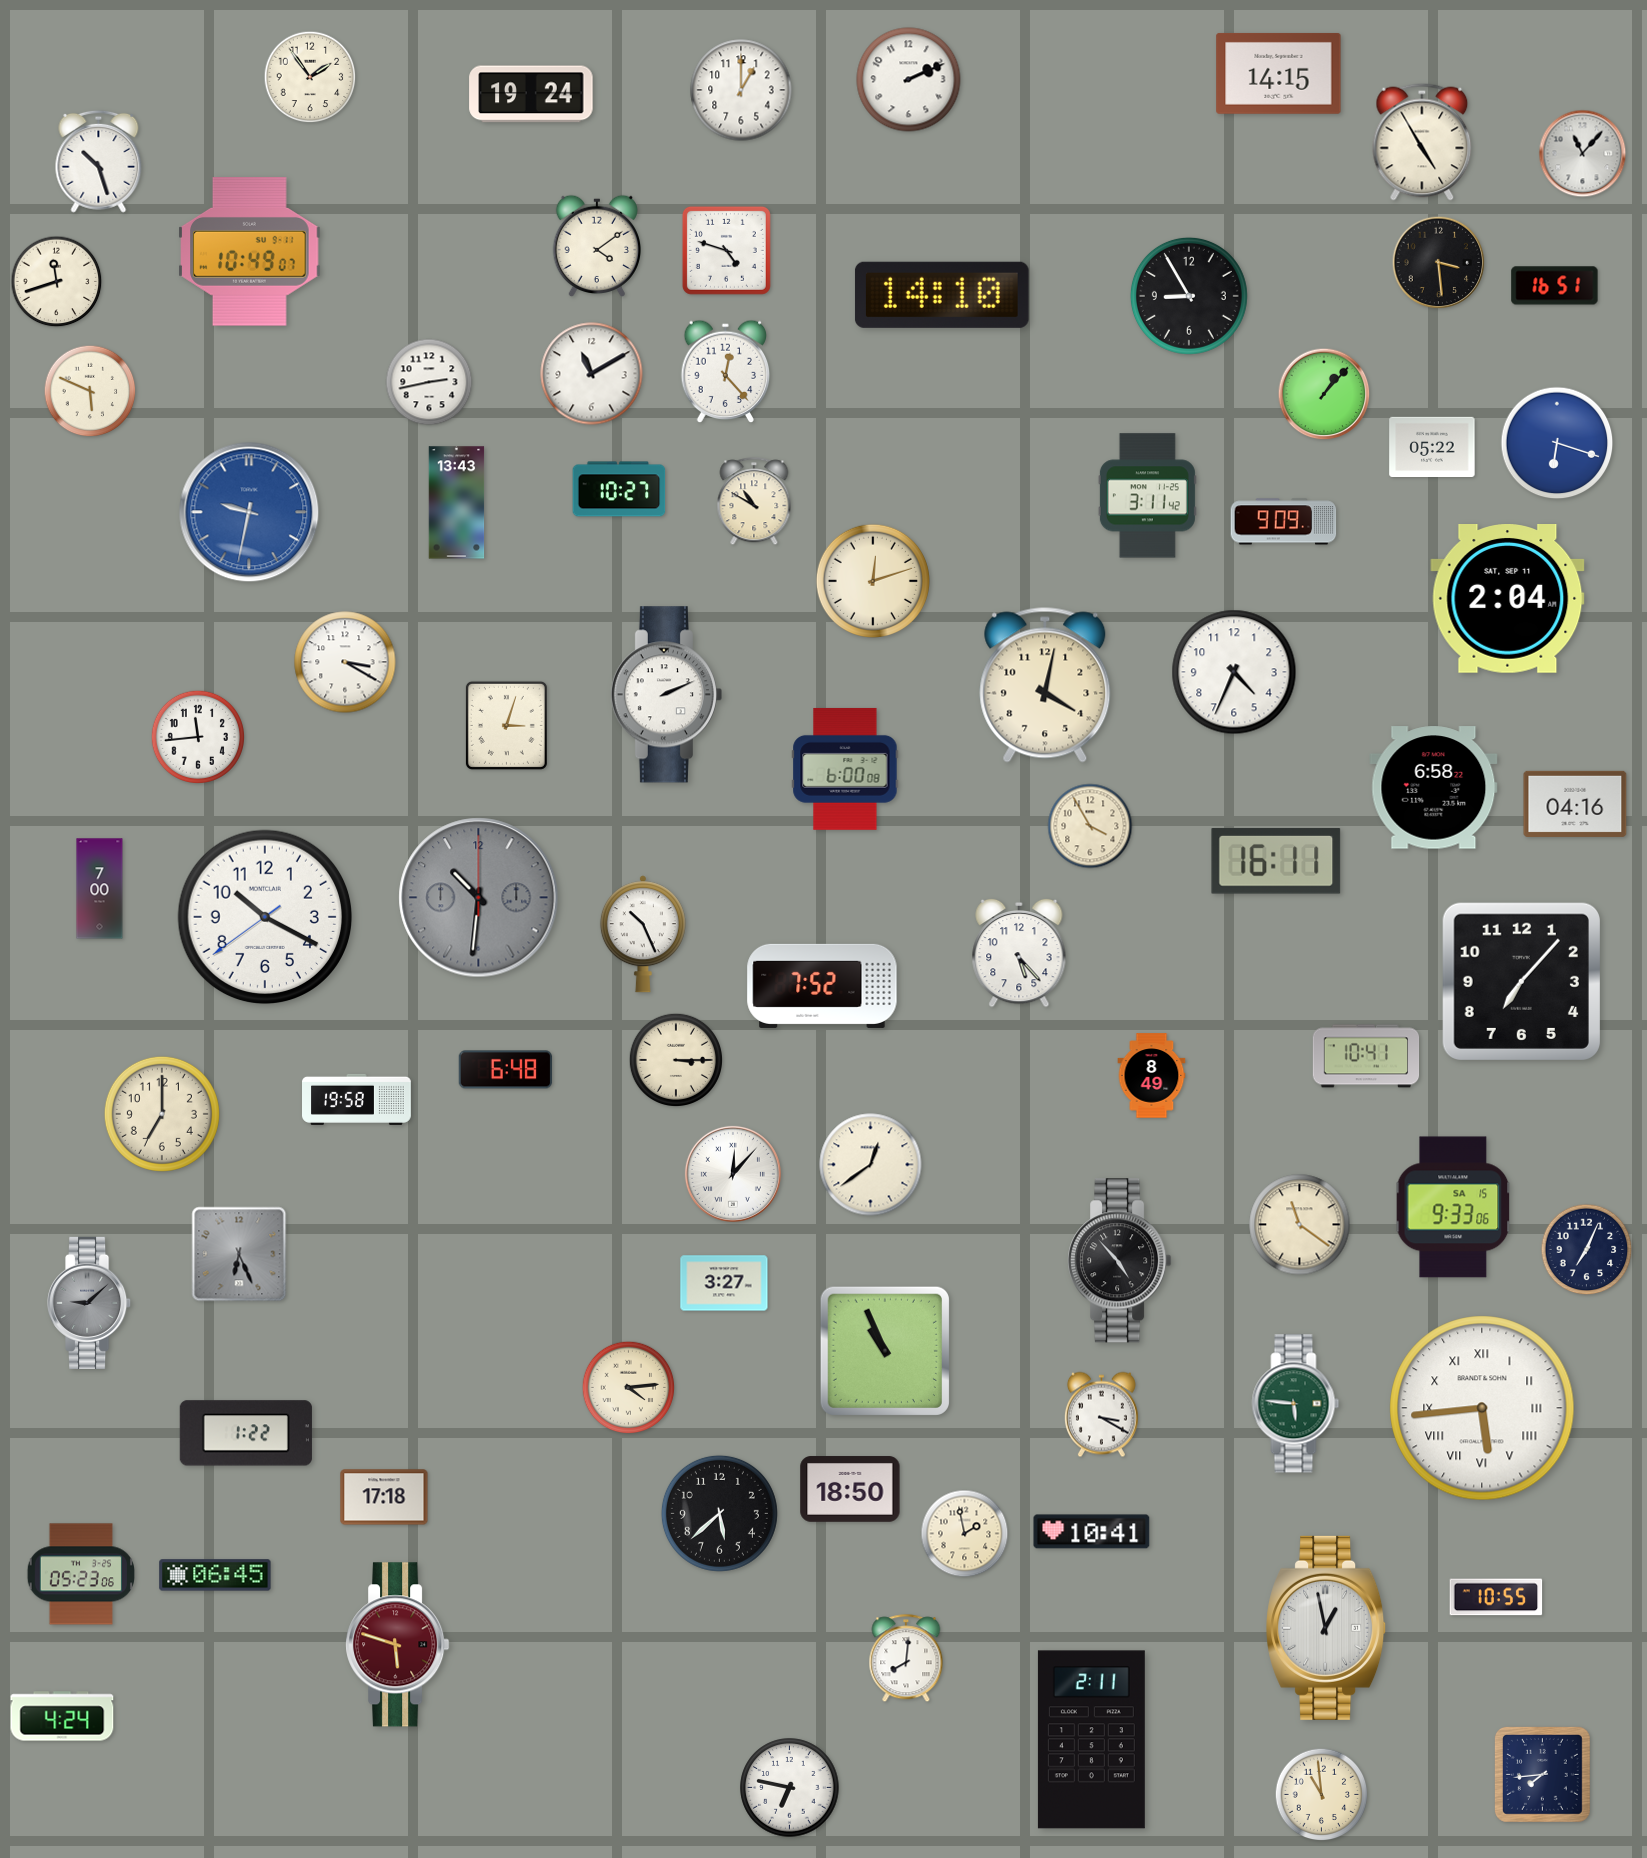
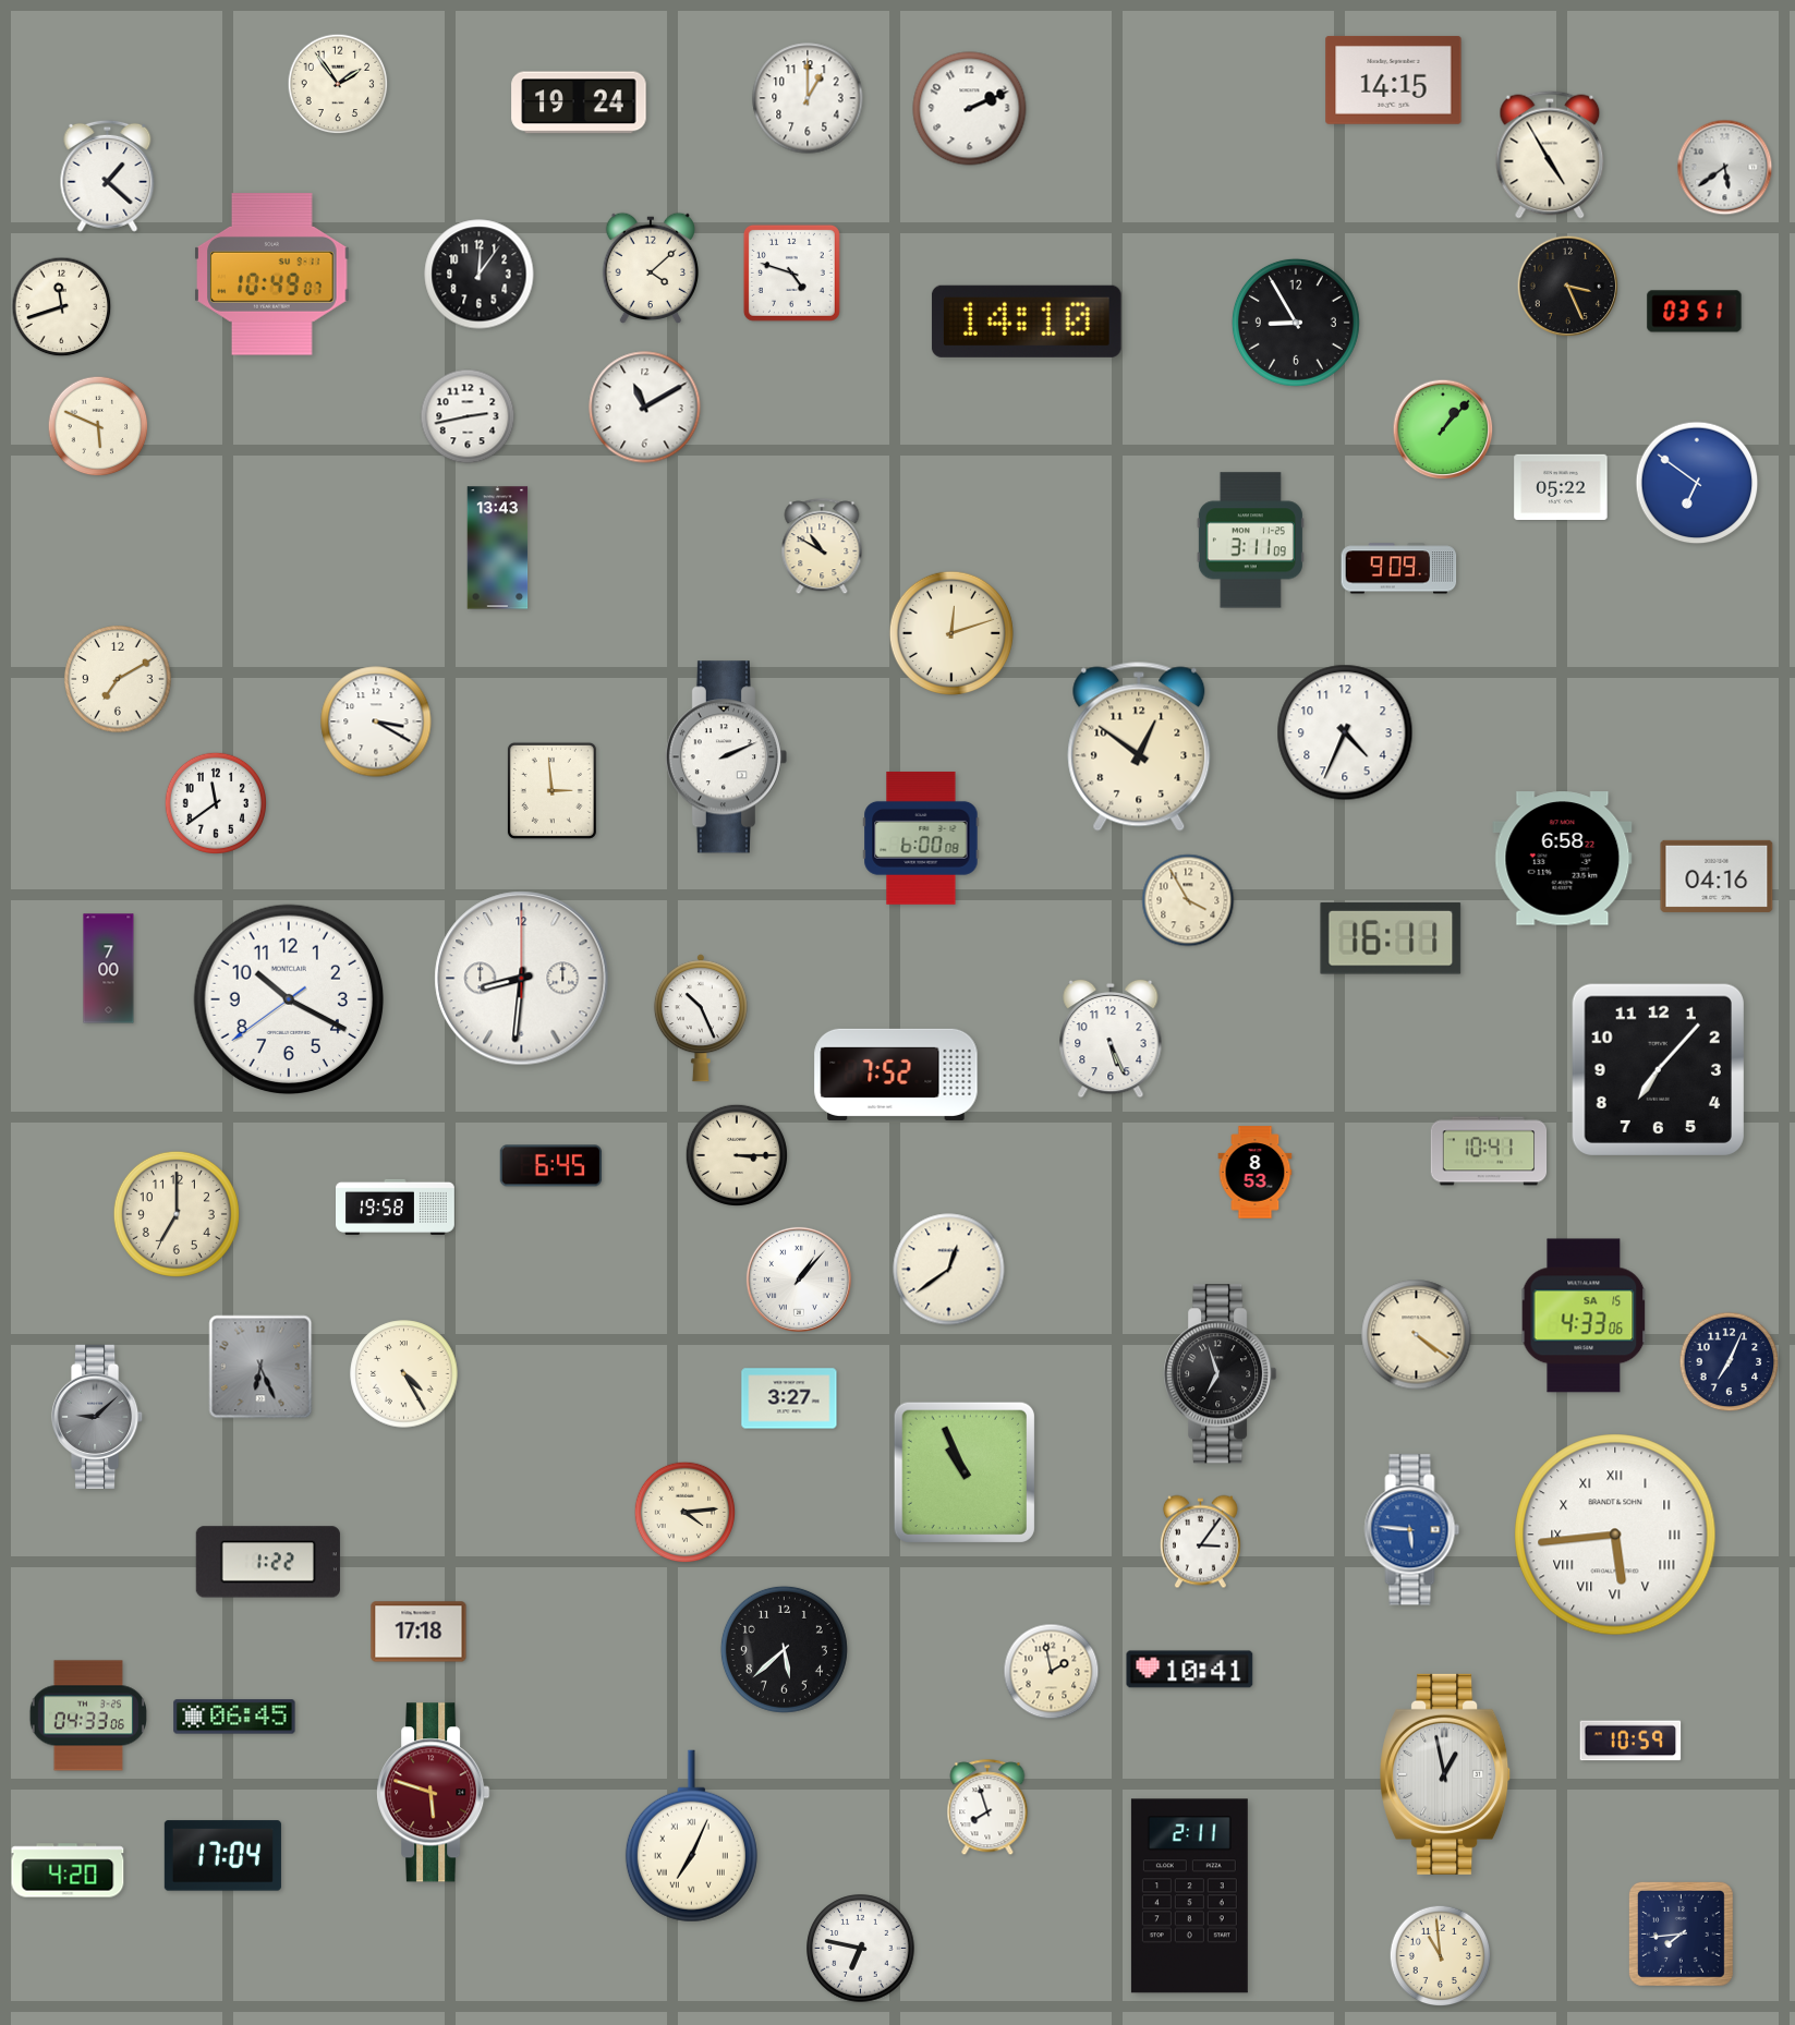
clock at (909, 80) position: (909, 80) -> (970, 109)
clock at (1583, 154): 11:07 -> 5:39
clock at (99, 161): 10:27 -> 1:22
clock at (596, 245): 4:09 -> 4:08
clock at (480, 275): none -> 12:06
clock at (1439, 263): 3:29 -> 3:26
clock at (1555, 286): 16:51 -> 03:51
clock at (726, 372): 12:23 -> none
clock at (1557, 443): 6:18 -> 6:51
clock at (619, 489): 10:27 -> none
clock at (1147, 496): 3:11:42 -> 3:11:09
clock at (249, 512): 9:32 -> none
clock at (1508, 599): 2:04 -> none
clock at (118, 679): none -> 7:10
clock at (1045, 685): 4:02 -> 12:51
clock at (506, 725): 3:03 -> 2:59
clock at (197, 736): 11:44 -> 11:39
clock at (479, 898): 10:31 -> 8:31
clock at (479, 898) dial: grey -> white
clock at (1019, 953): 5:23 -> 5:26
clock at (506, 1070): 6:48 -> 6:45
clock at (1152, 1076): 8:49 -> 8:53
clock at (357, 1099) position: (357, 1099) -> (396, 1206)
clock at (733, 1174): 12:07 -> 1:07
clock at (1453, 1207): 9:33 -> 4:33
clock at (1300, 1225): 11:21 -> 4:21
clock at (404, 1374): none -> 4:25
clock at (1120, 1261): 4:53 -> 6:57
clock at (90, 1303) position: (90, 1303) -> (98, 1417)
clock at (1296, 1404) dial: green -> blue
clock at (1101, 1415): 3:20 -> 3:06
clock at (850, 1489): 18:50 -> none
clock at (80, 1574): 05:23 -> 04:33
clock at (1496, 1597): 10:55 -> 10:59
clock at (906, 1659): 8:01 -> 7:57
clock at (691, 1836): none -> 7:04
clock at (222, 1856): none -> 17:04
clock at (62, 1716): 4:24 -> 4:20
